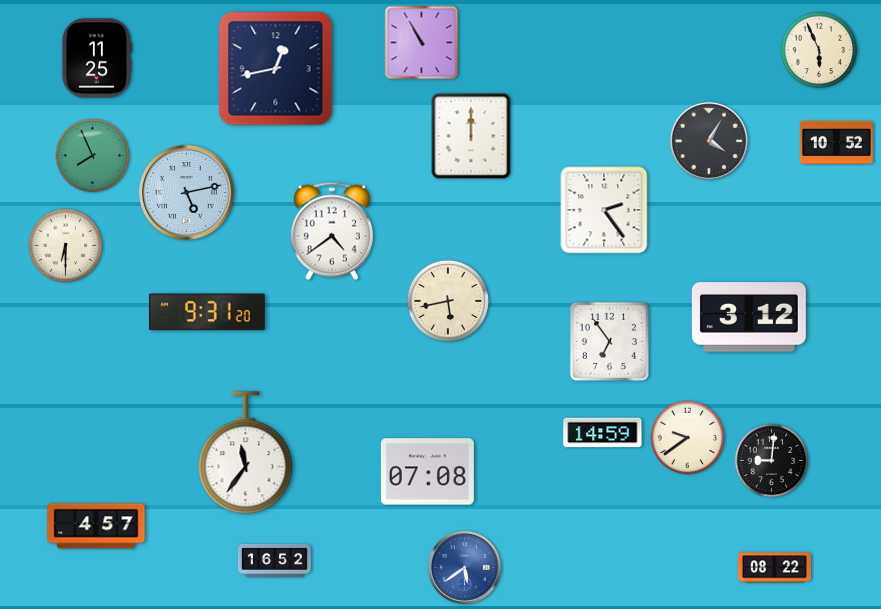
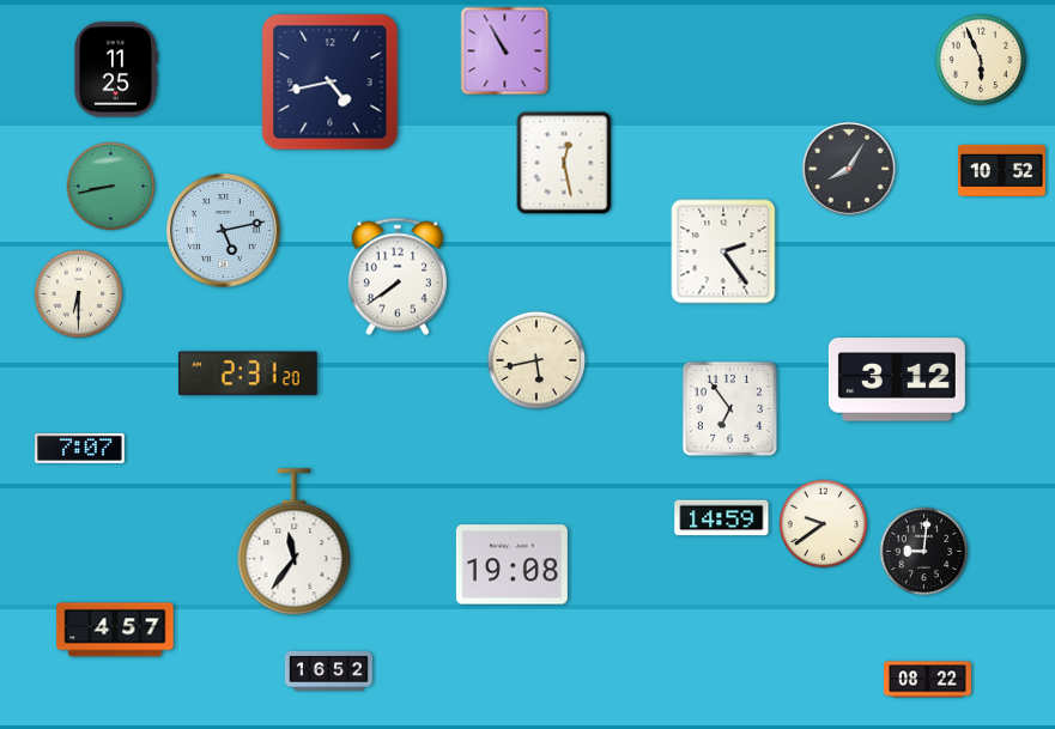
clock at (276, 69): 12:43 -> 4:43
clock at (471, 136): 12:00 -> 12:28
clock at (709, 141): 4:05 -> 8:05
clock at (93, 156): 7:56 -> 8:43
clock at (332, 231): 4:39 -> 7:39
clock at (208, 312): 9:31 -> 2:31
clock at (80, 448): none -> 7:07
clock at (427, 472): 07:08 -> 19:08
clock at (464, 567): 5:39 -> none
